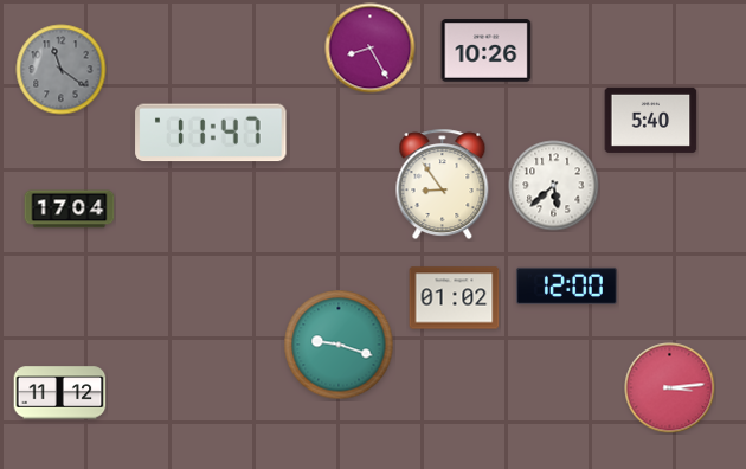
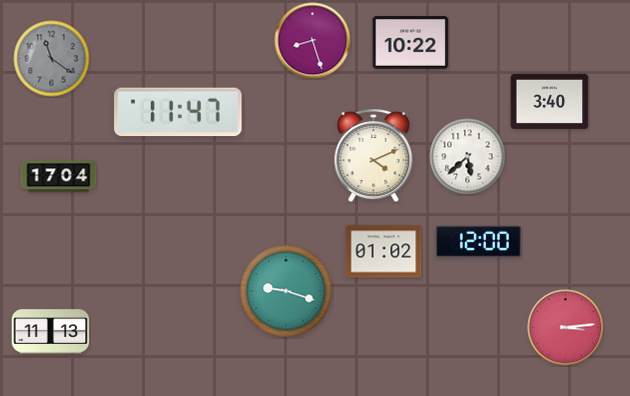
clock at (371, 49): 8:25 -> 8:27
clock at (487, 51): 10:26 -> 10:22
clock at (651, 120): 5:40 -> 3:40
clock at (443, 185): 8:54 -> 4:11
clock at (60, 393): 11:12 -> 11:13
